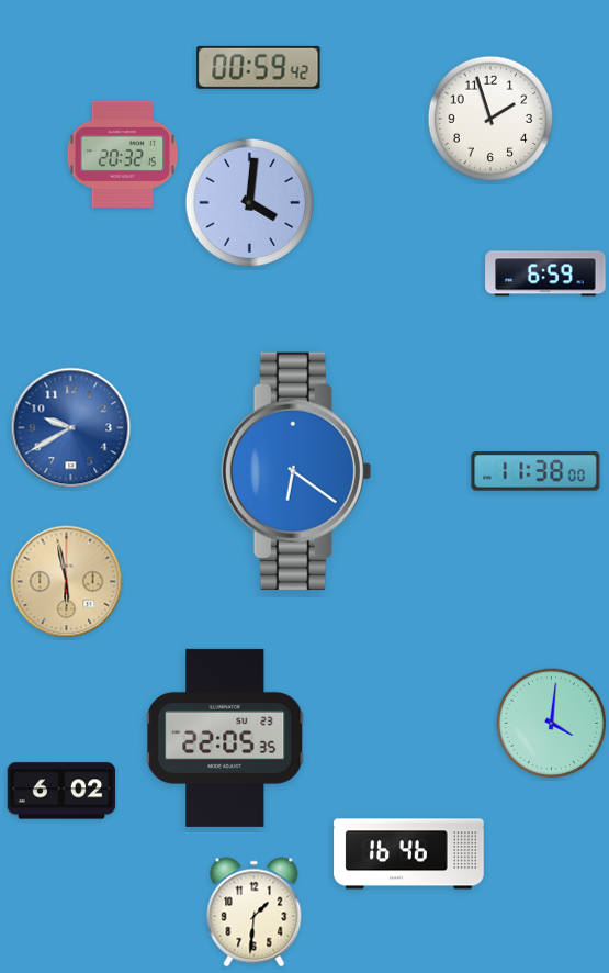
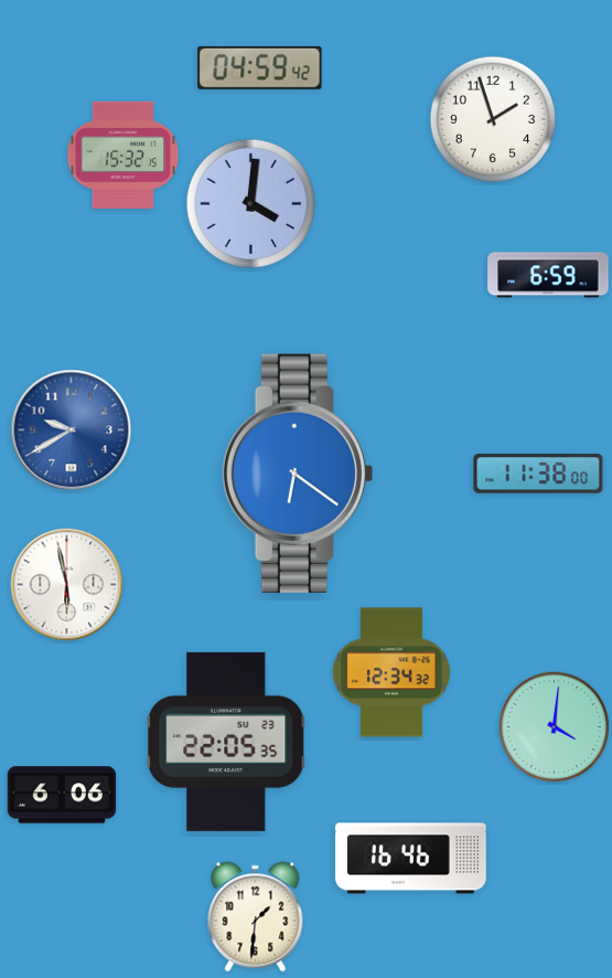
clock at (259, 67): 00:59 -> 04:59
clock at (123, 154): 20:32 -> 15:32
clock at (67, 582) dial: champagne -> white
clock at (391, 672): none -> 12:34
clock at (61, 791): 6:02 -> 6:06
